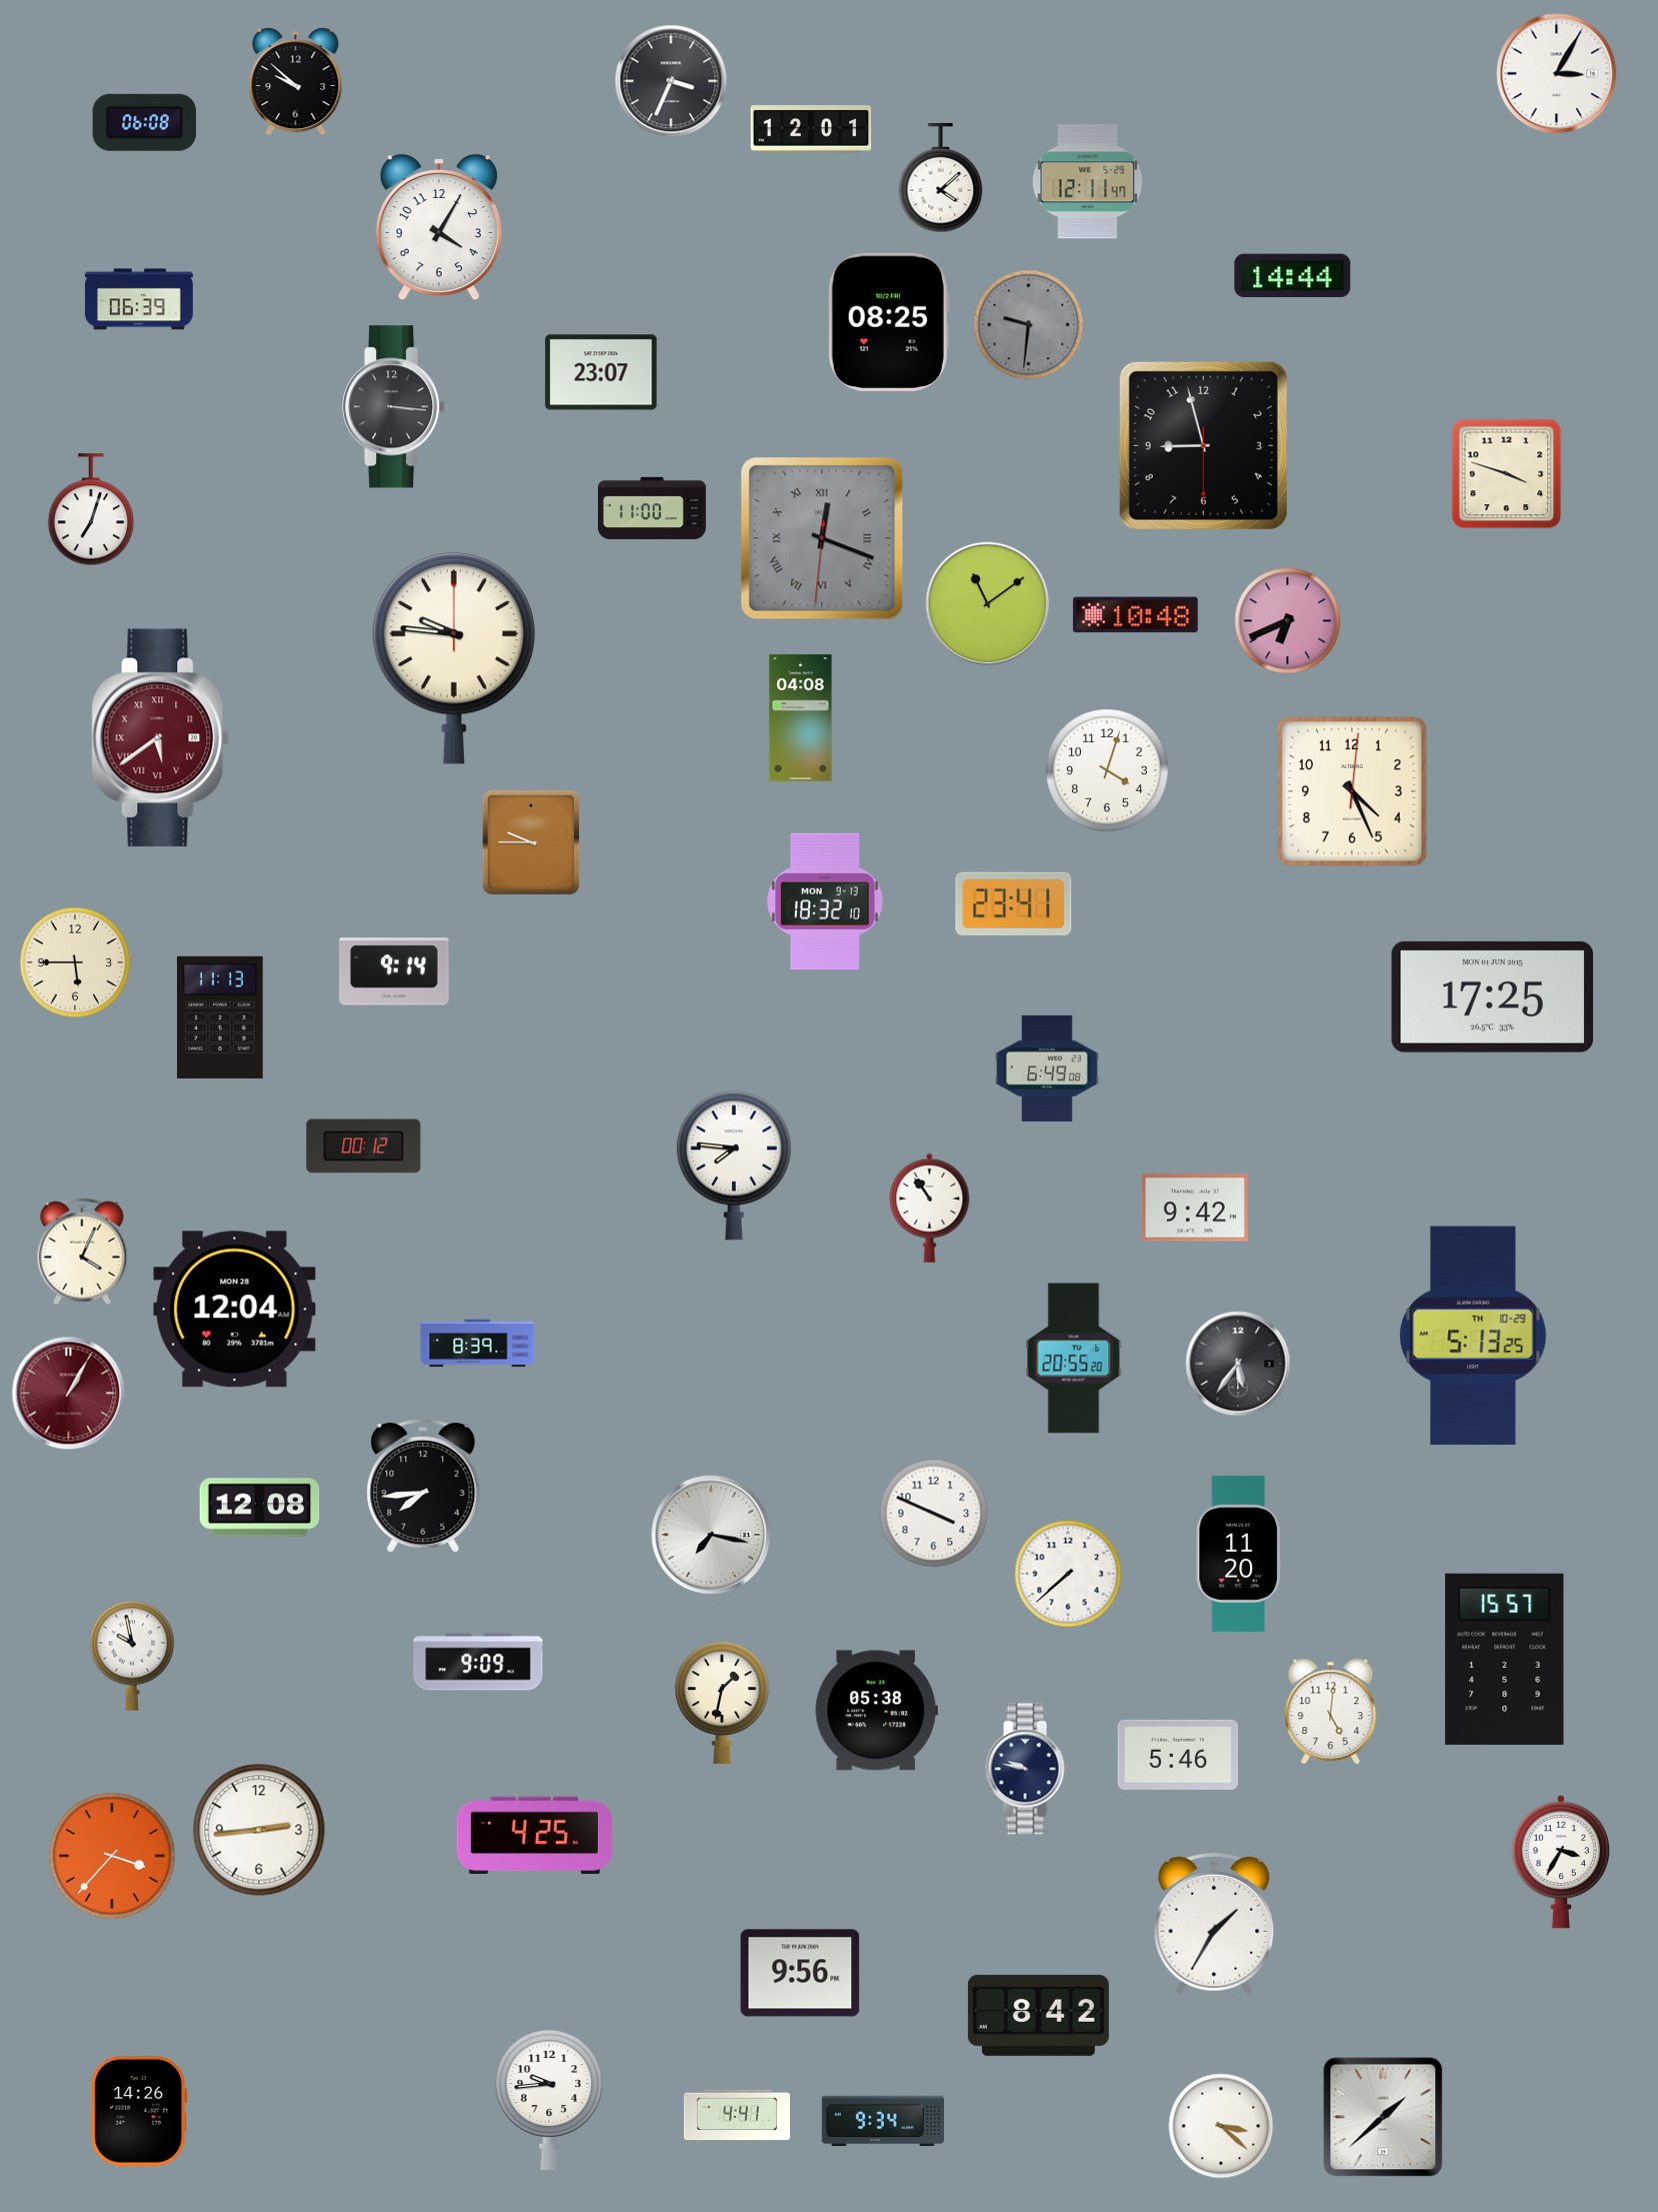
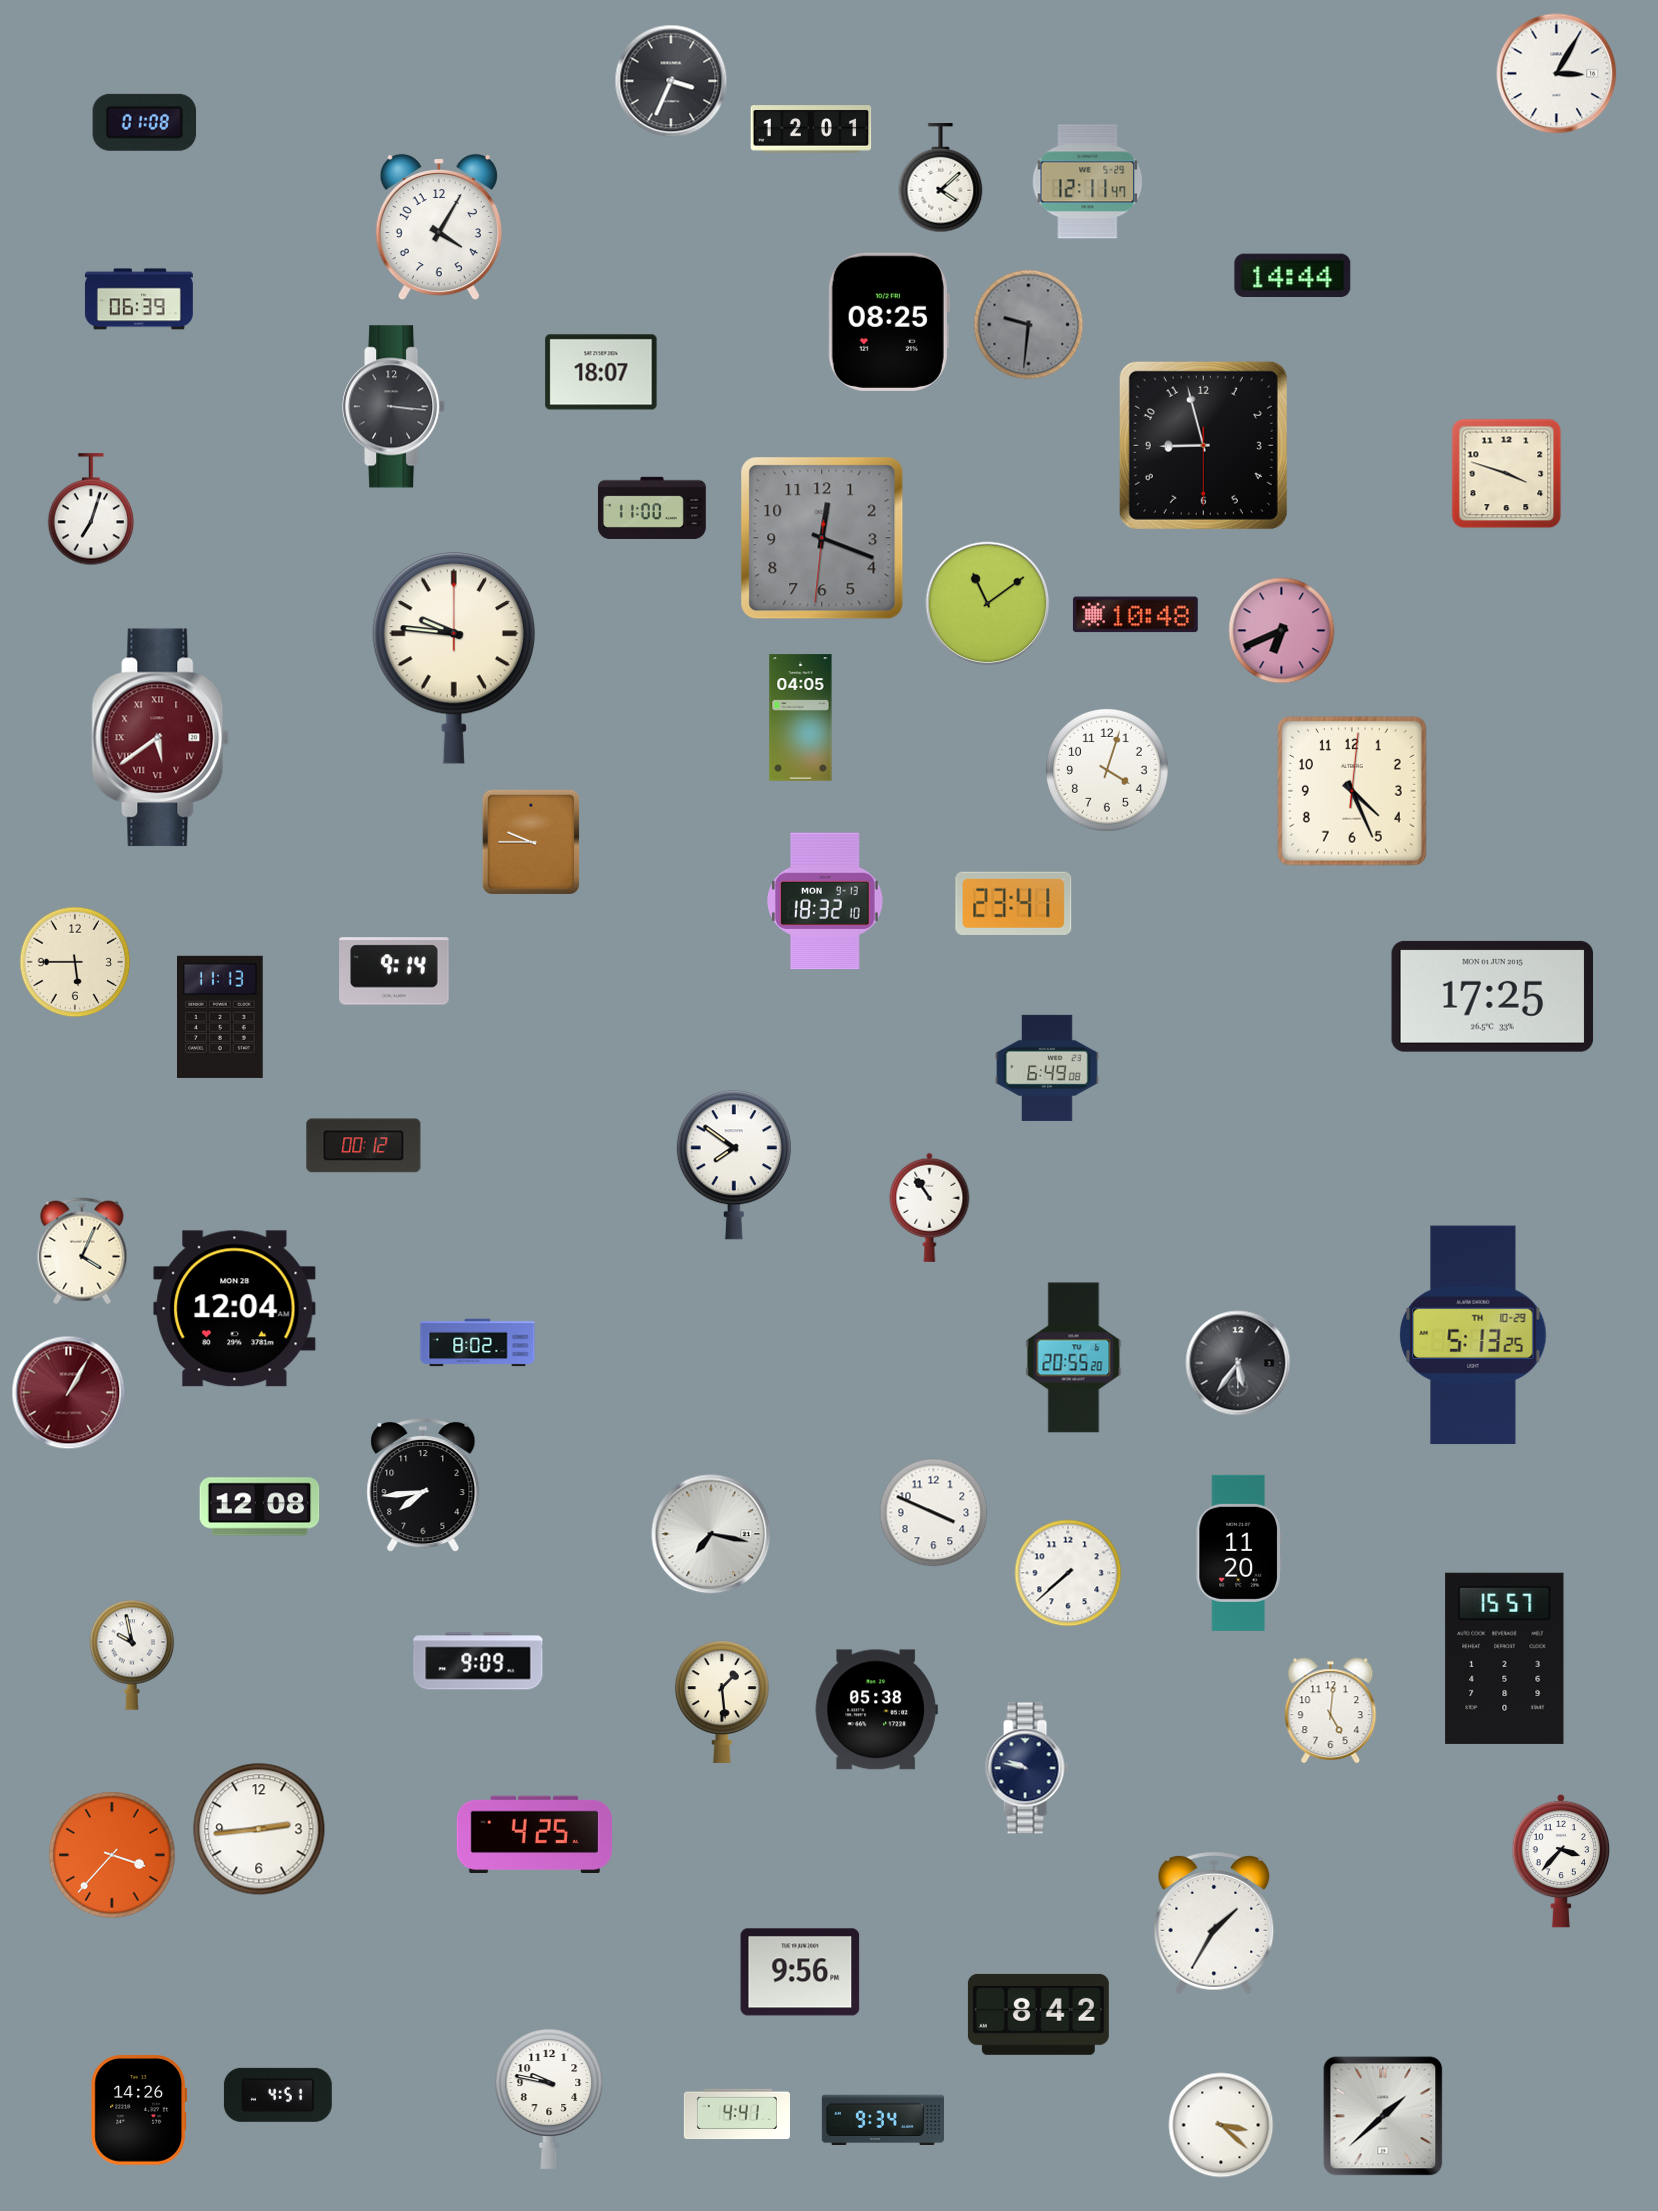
clock at (296, 82): 9:52 -> none
clock at (145, 122): 06:08 -> 01:08
clock at (601, 372): 23:07 -> 18:07
clock at (822, 538) numerals: Roman -> Arabic
clock at (1288, 621) position: (1288, 621) -> (1282, 631)
clock at (801, 718): 04:08 -> 04:05
clock at (734, 1166): 7:46 -> 7:51
clock at (1195, 1208): 9:42 -> none
clock at (478, 1344): 8:39 -> 8:02
clock at (722, 1703): 1:32 -> 1:29
clock at (1178, 1755): 5:46 -> none
clock at (1561, 1862): 3:35 -> 3:37
clock at (278, 2095): none -> 4:51
clock at (549, 2100): 9:44 -> 9:47
